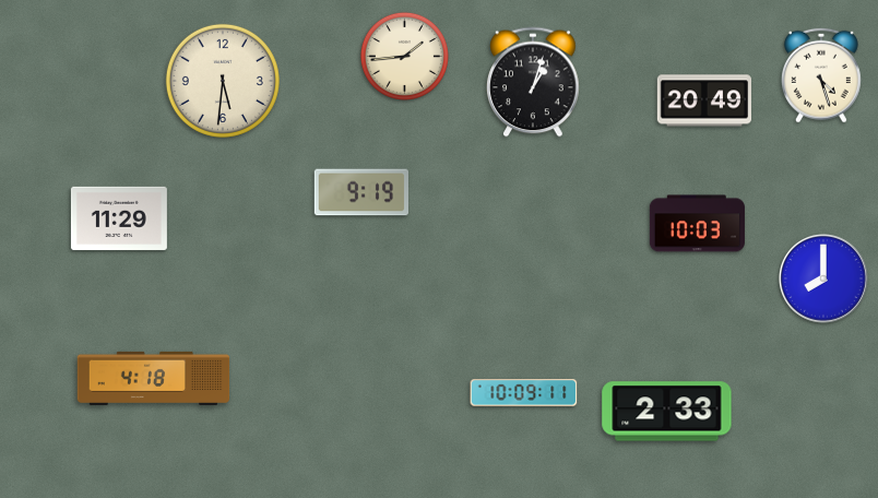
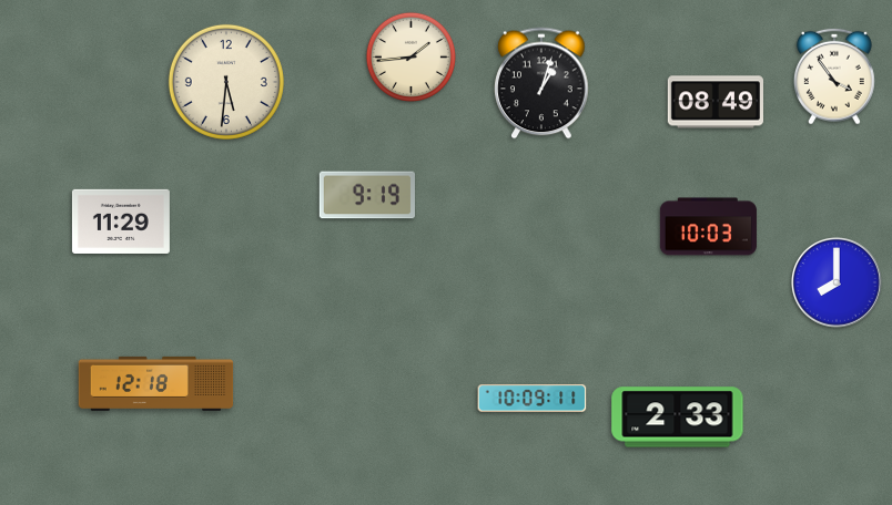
clock at (821, 75): 4:27 -> 3:54
clock at (703, 100): 20:49 -> 08:49
clock at (154, 378): 4:18 -> 12:18
